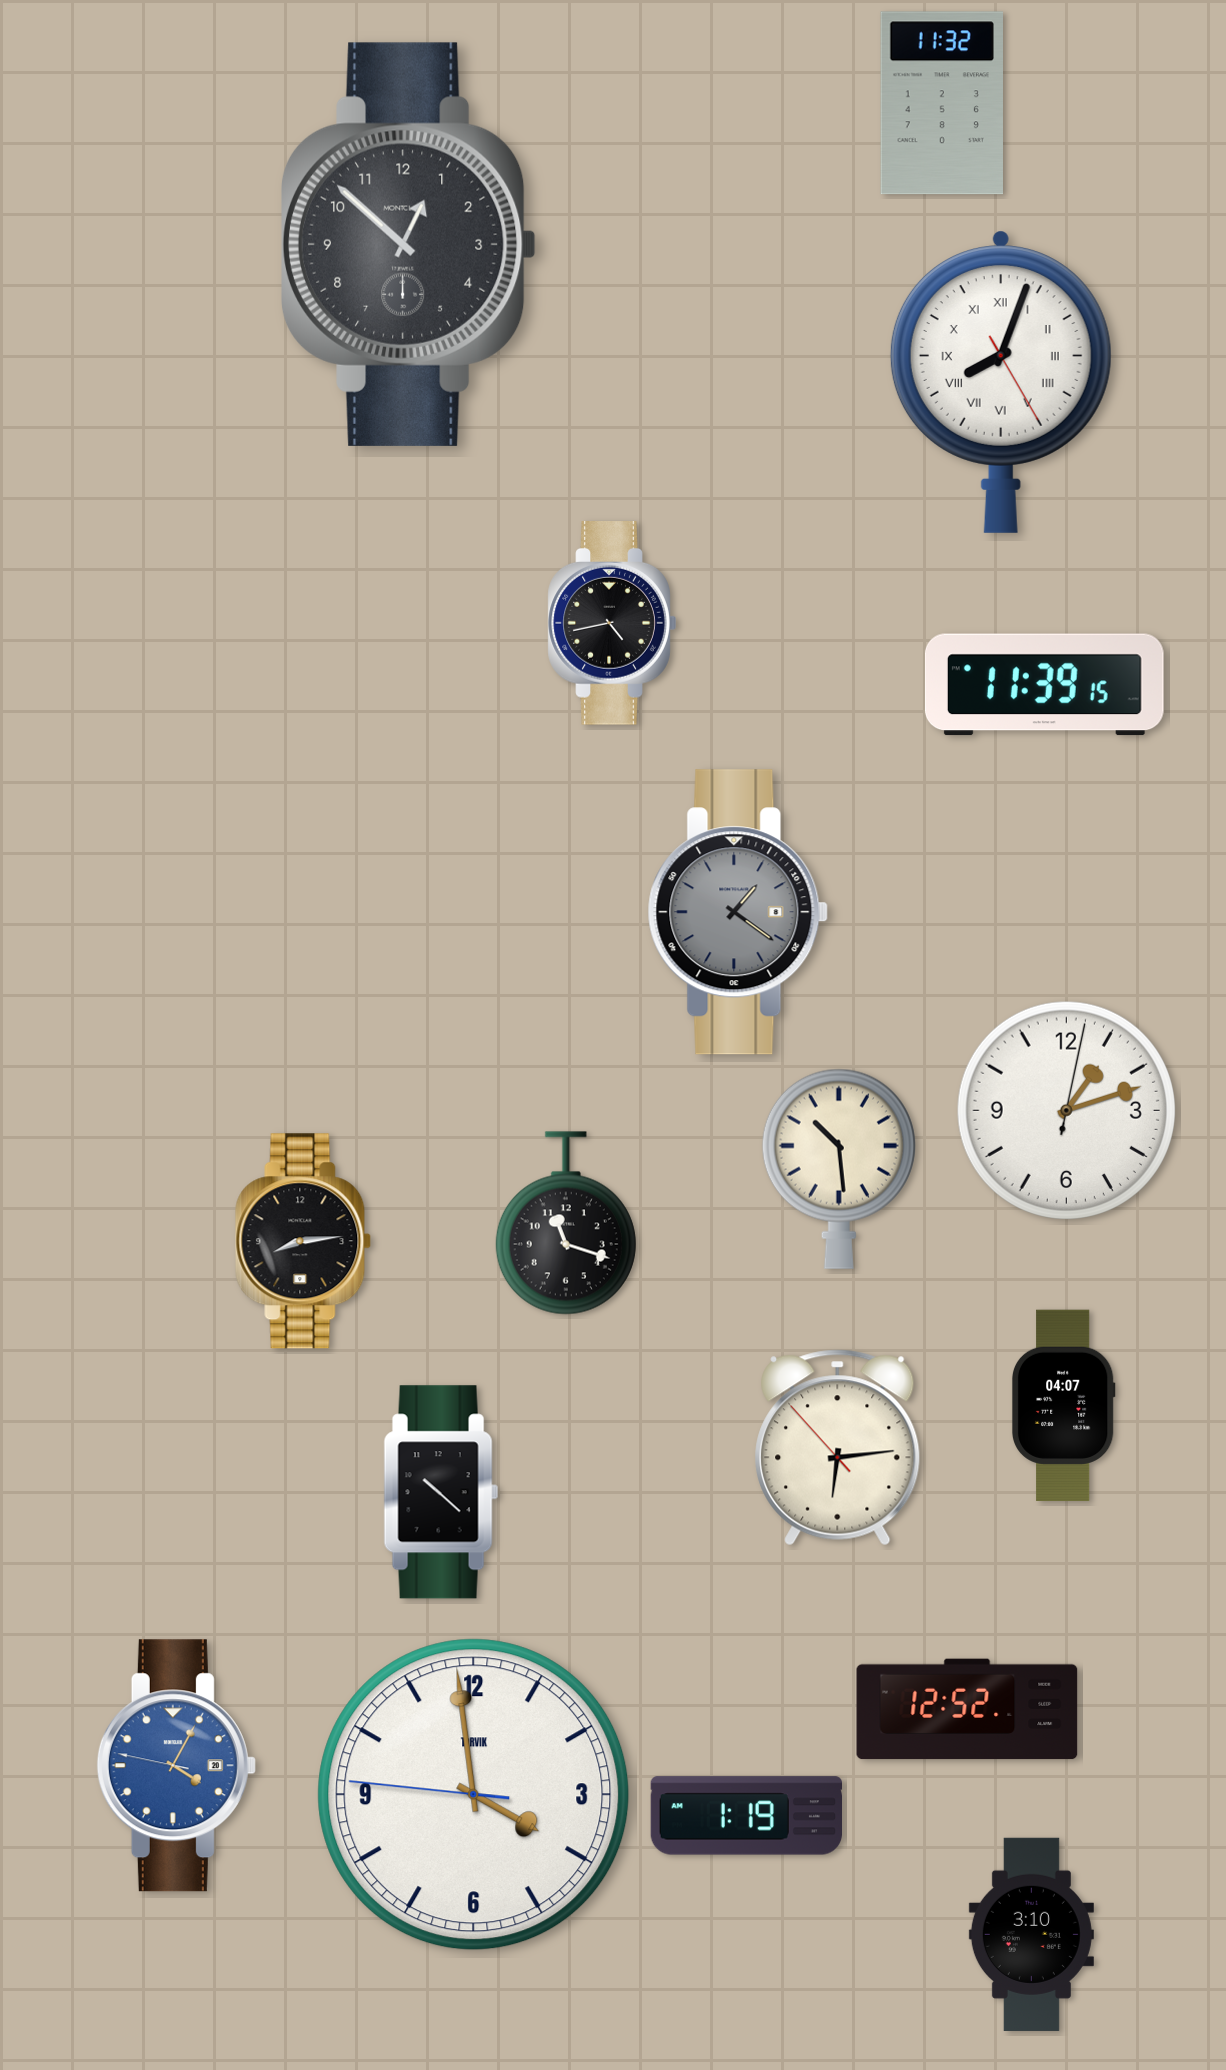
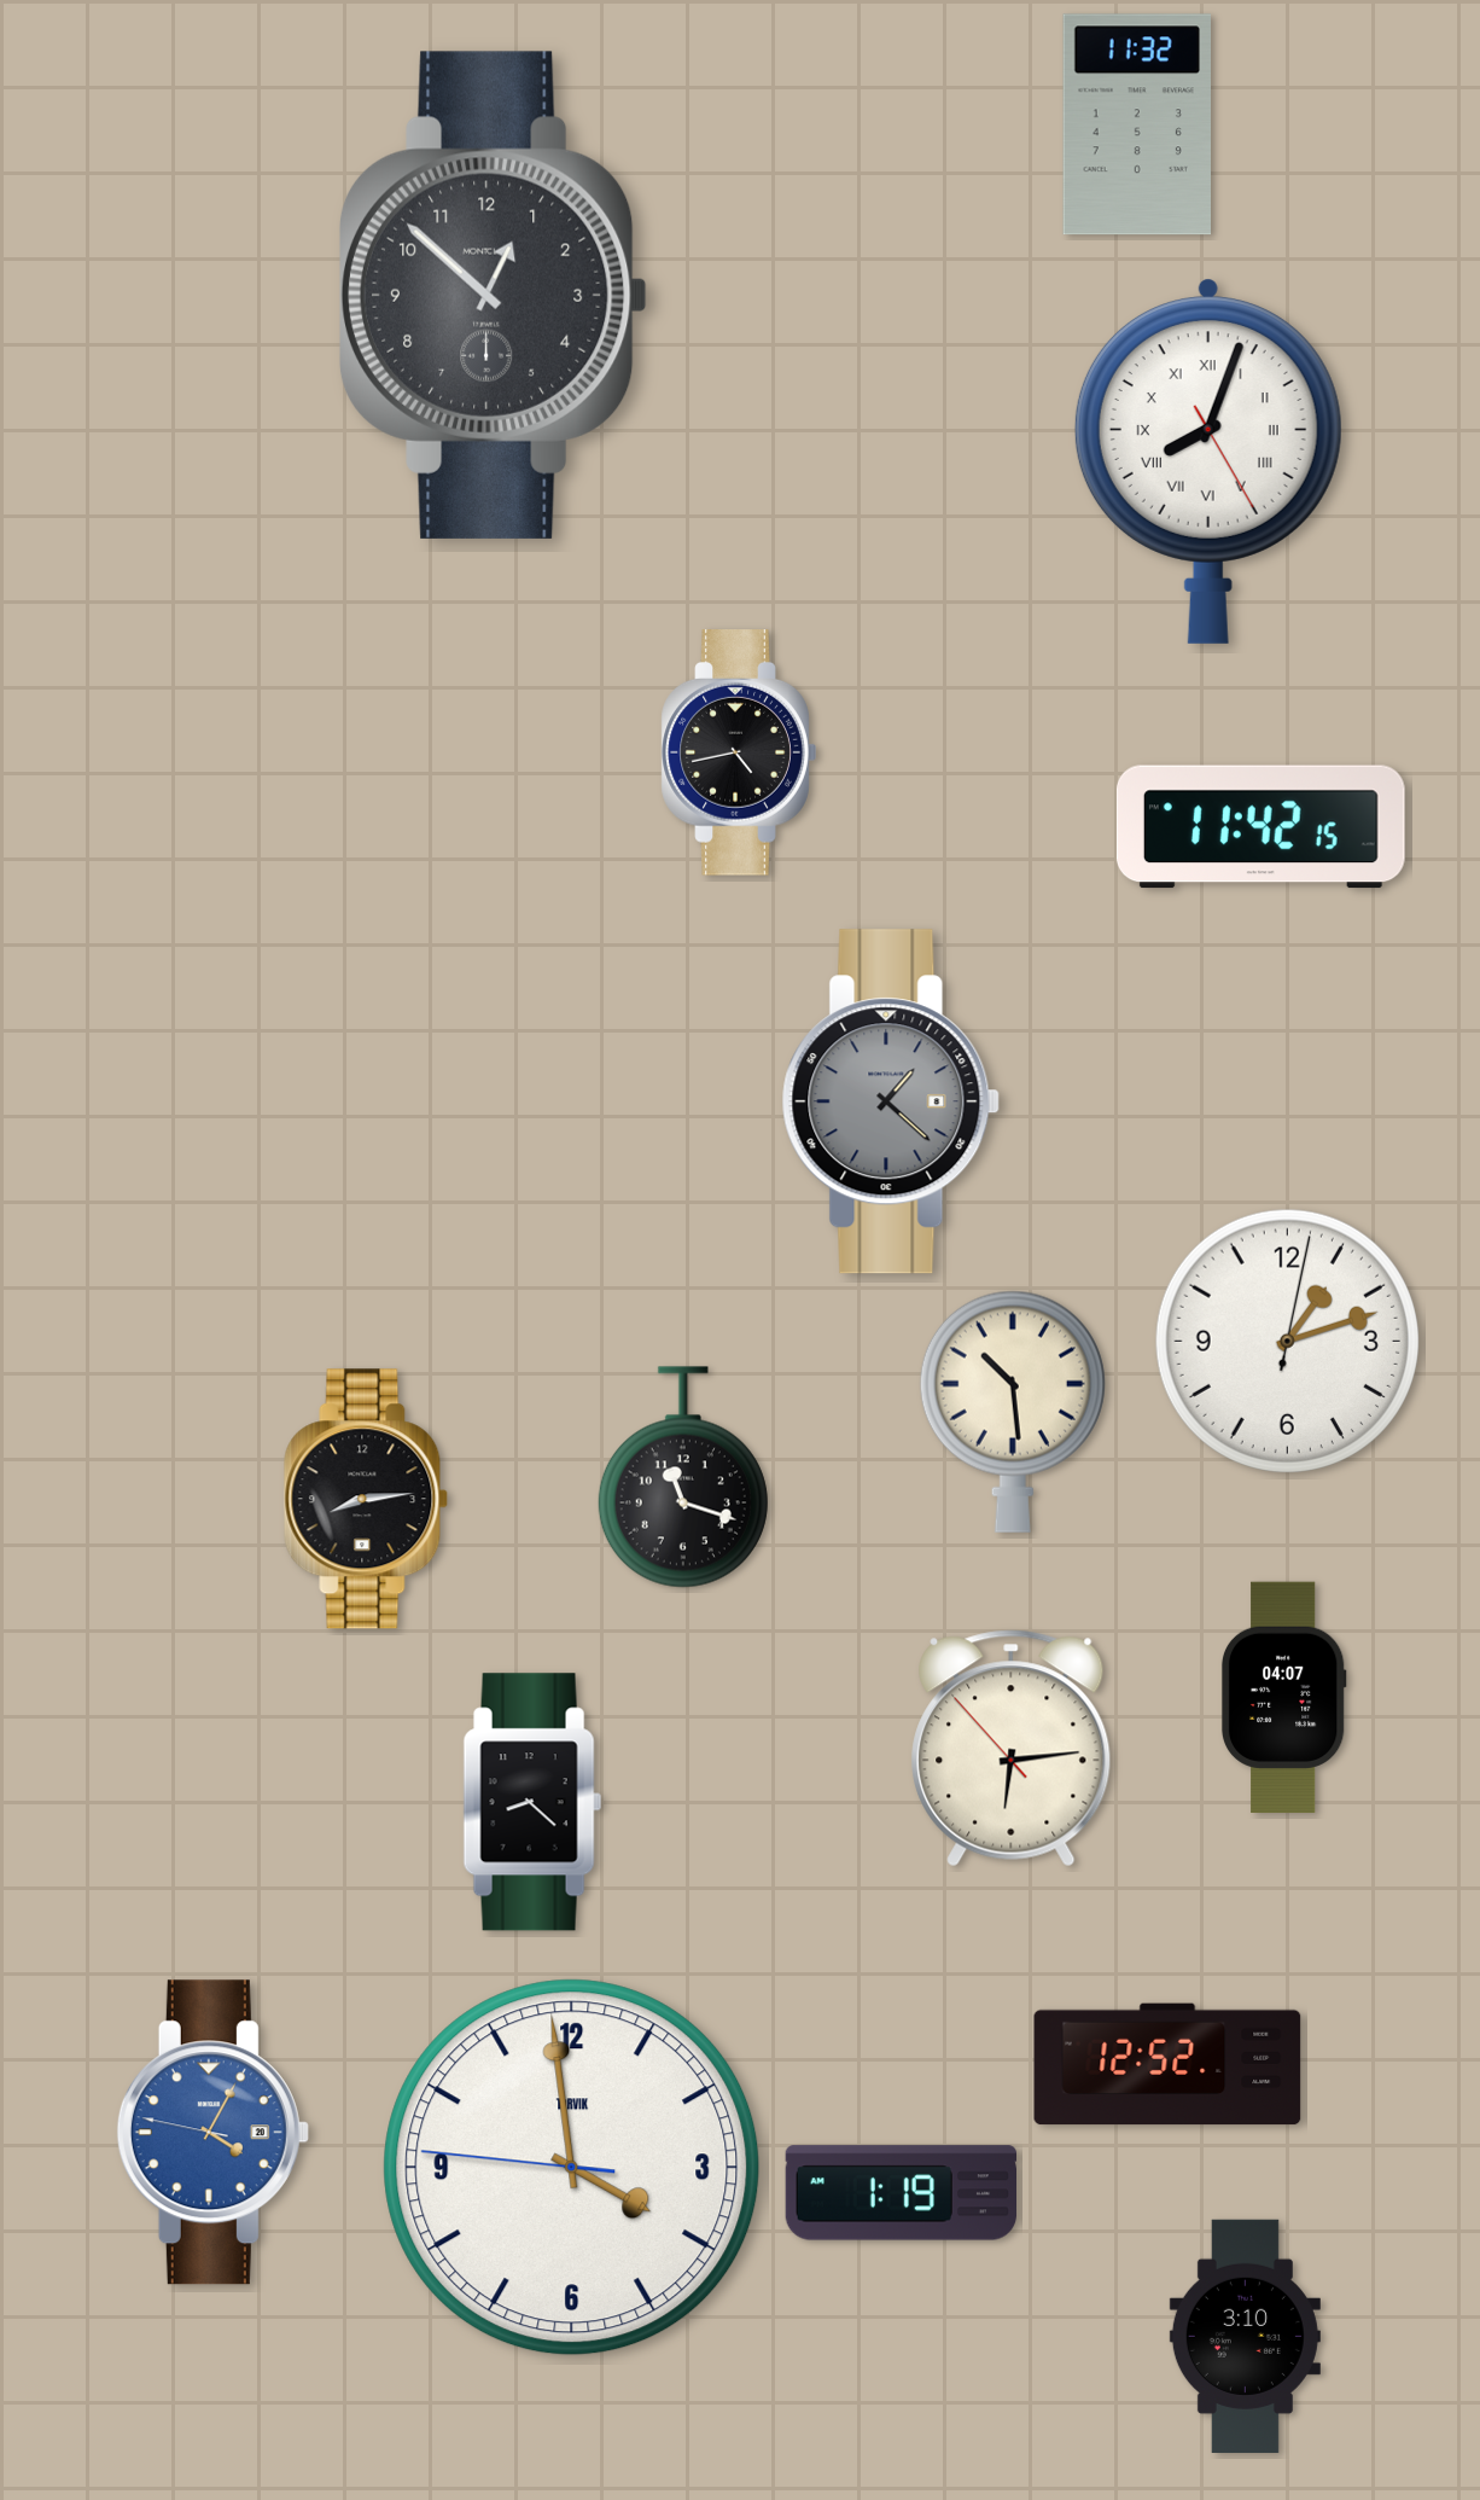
clock at (1044, 685): 11:39 -> 11:42
clock at (738, 912): 1:21 -> 1:22
clock at (441, 1492): 10:22 -> 8:22
